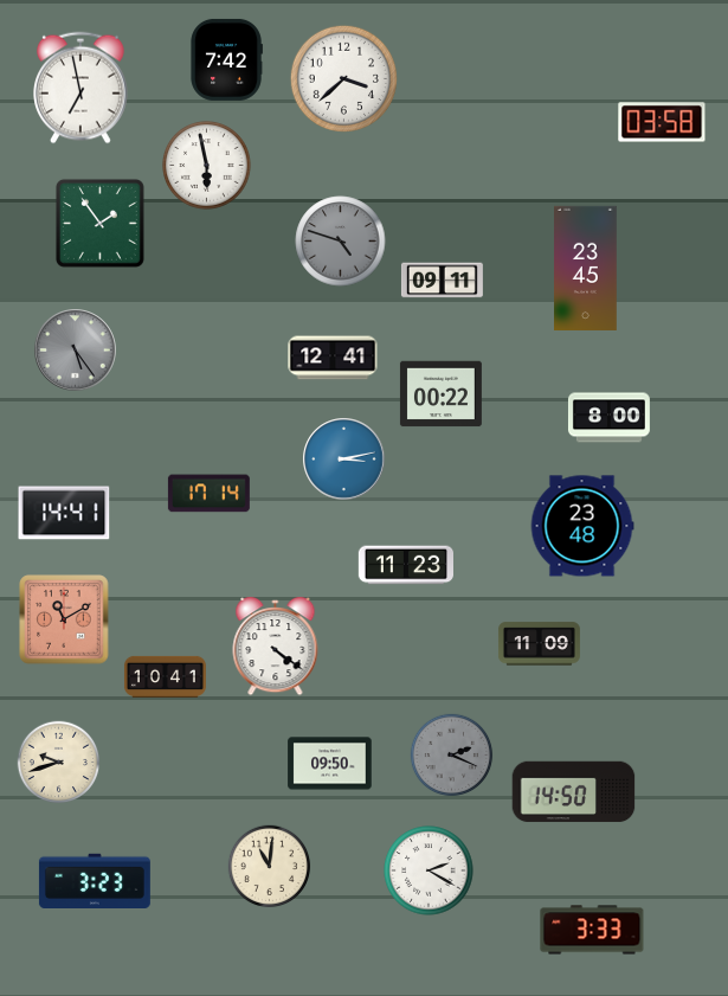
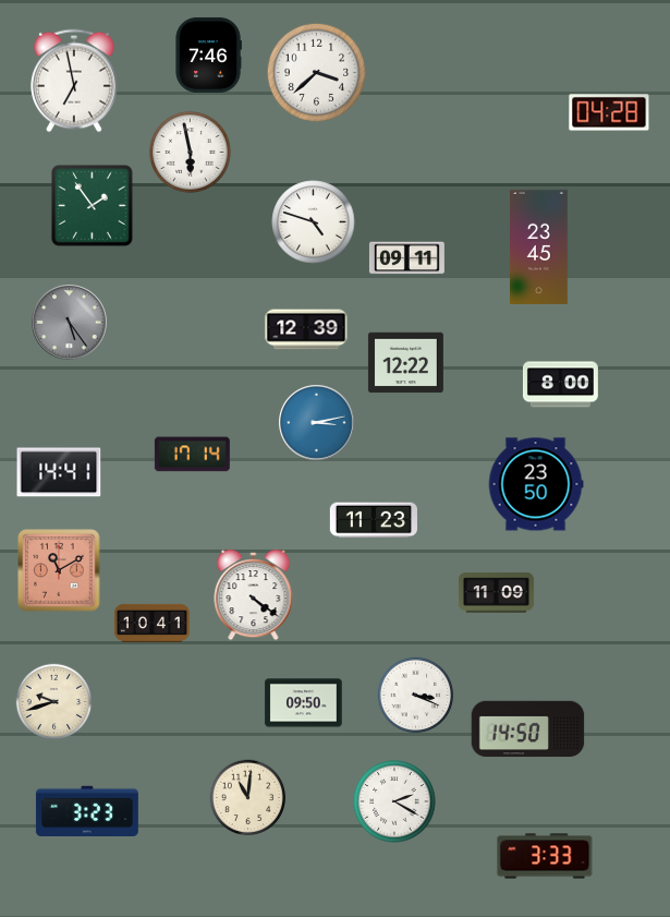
clock at (226, 59): 7:42 -> 7:46
clock at (662, 122): 03:58 -> 04:28
clock at (341, 242) dial: grey -> white
clock at (333, 358): 12:41 -> 12:39
clock at (440, 394): 00:22 -> 12:22
clock at (582, 526): 23:48 -> 23:50
clock at (452, 756): 2:19 -> 3:19
clock at (452, 756) dial: grey -> white
